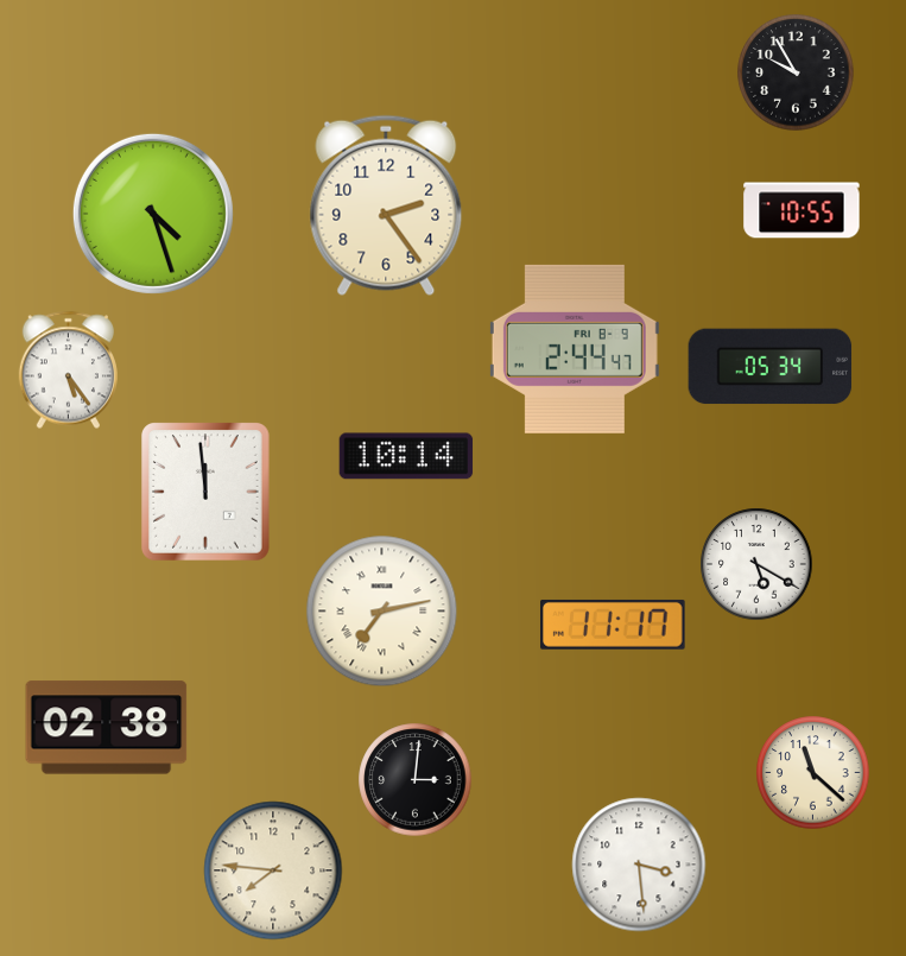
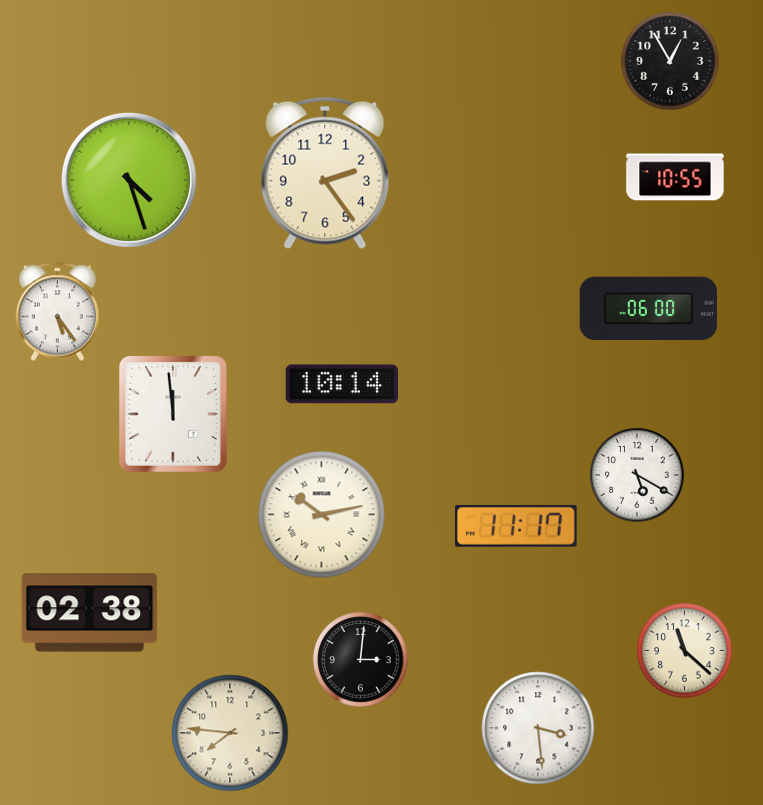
clock at (796, 72): 9:55 -> 12:55
clock at (575, 349): 2:44 -> none
clock at (771, 367): 05:34 -> 06:00
clock at (382, 612): 7:13 -> 10:13
clock at (416, 780) position: (416, 780) -> (361, 660)
